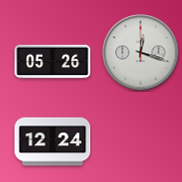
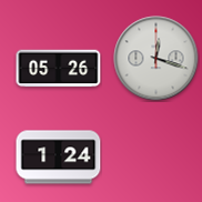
clock at (53, 142): 12:24 -> 1:24
